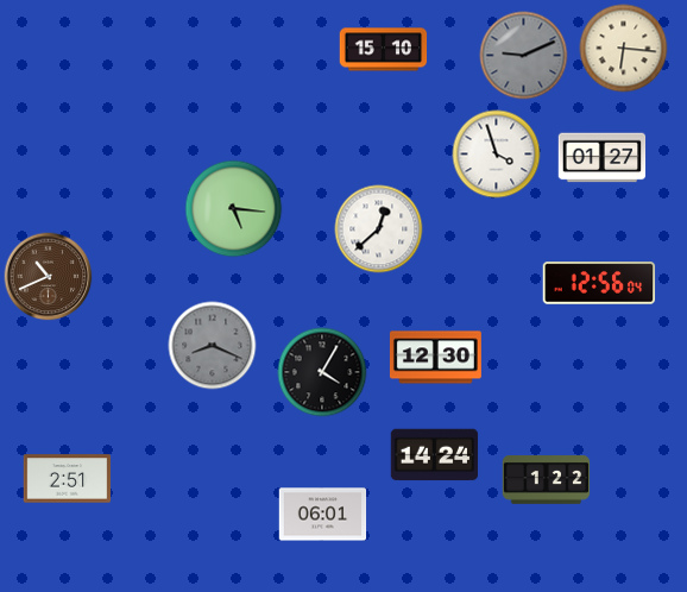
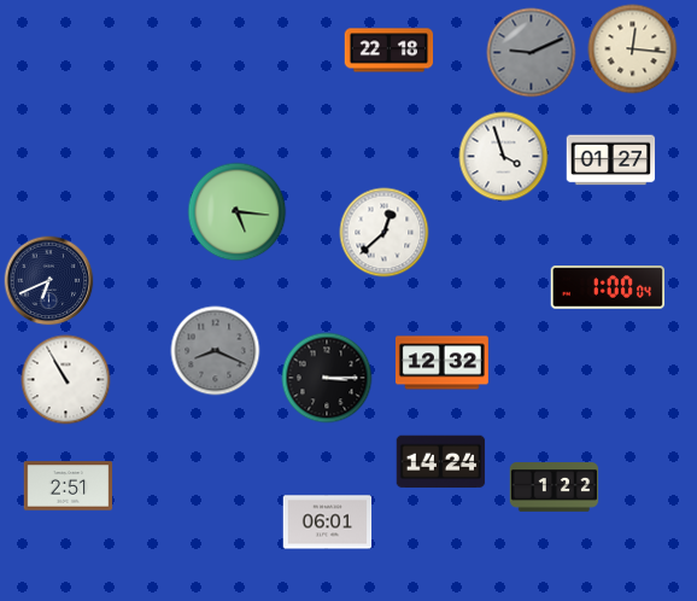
clock at (624, 49): 6:16 -> 12:16
clock at (384, 50): 15:10 -> 22:18
clock at (524, 56) position: (524, 56) -> (532, 53)
clock at (49, 277): 10:41 -> 6:41
clock at (49, 277) dial: brown -> navy
clock at (599, 283): 12:56 -> 1:00
clock at (435, 358): 12:30 -> 12:32
clock at (322, 372): 4:05 -> 3:15
clock at (66, 380): none -> 10:55
